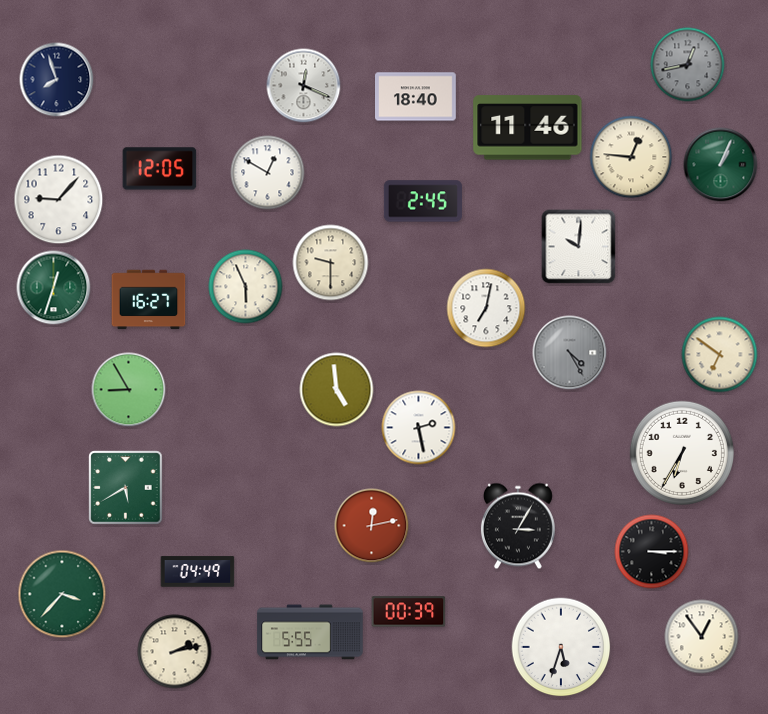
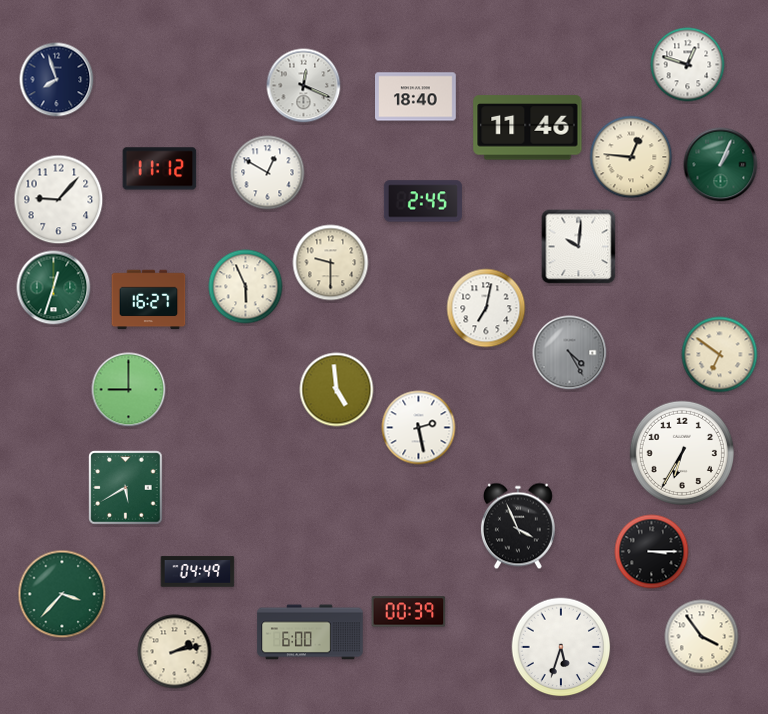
clock at (688, 65): 12:43 -> 12:48
clock at (688, 65) dial: grey -> white
clock at (160, 169): 12:05 -> 11:12
clock at (129, 390): 8:55 -> 9:00
clock at (372, 526): 12:13 -> none
clock at (518, 526): 3:05 -> 3:56
clock at (310, 632): 5:55 -> 6:00
clock at (702, 637): 12:54 -> 3:54
